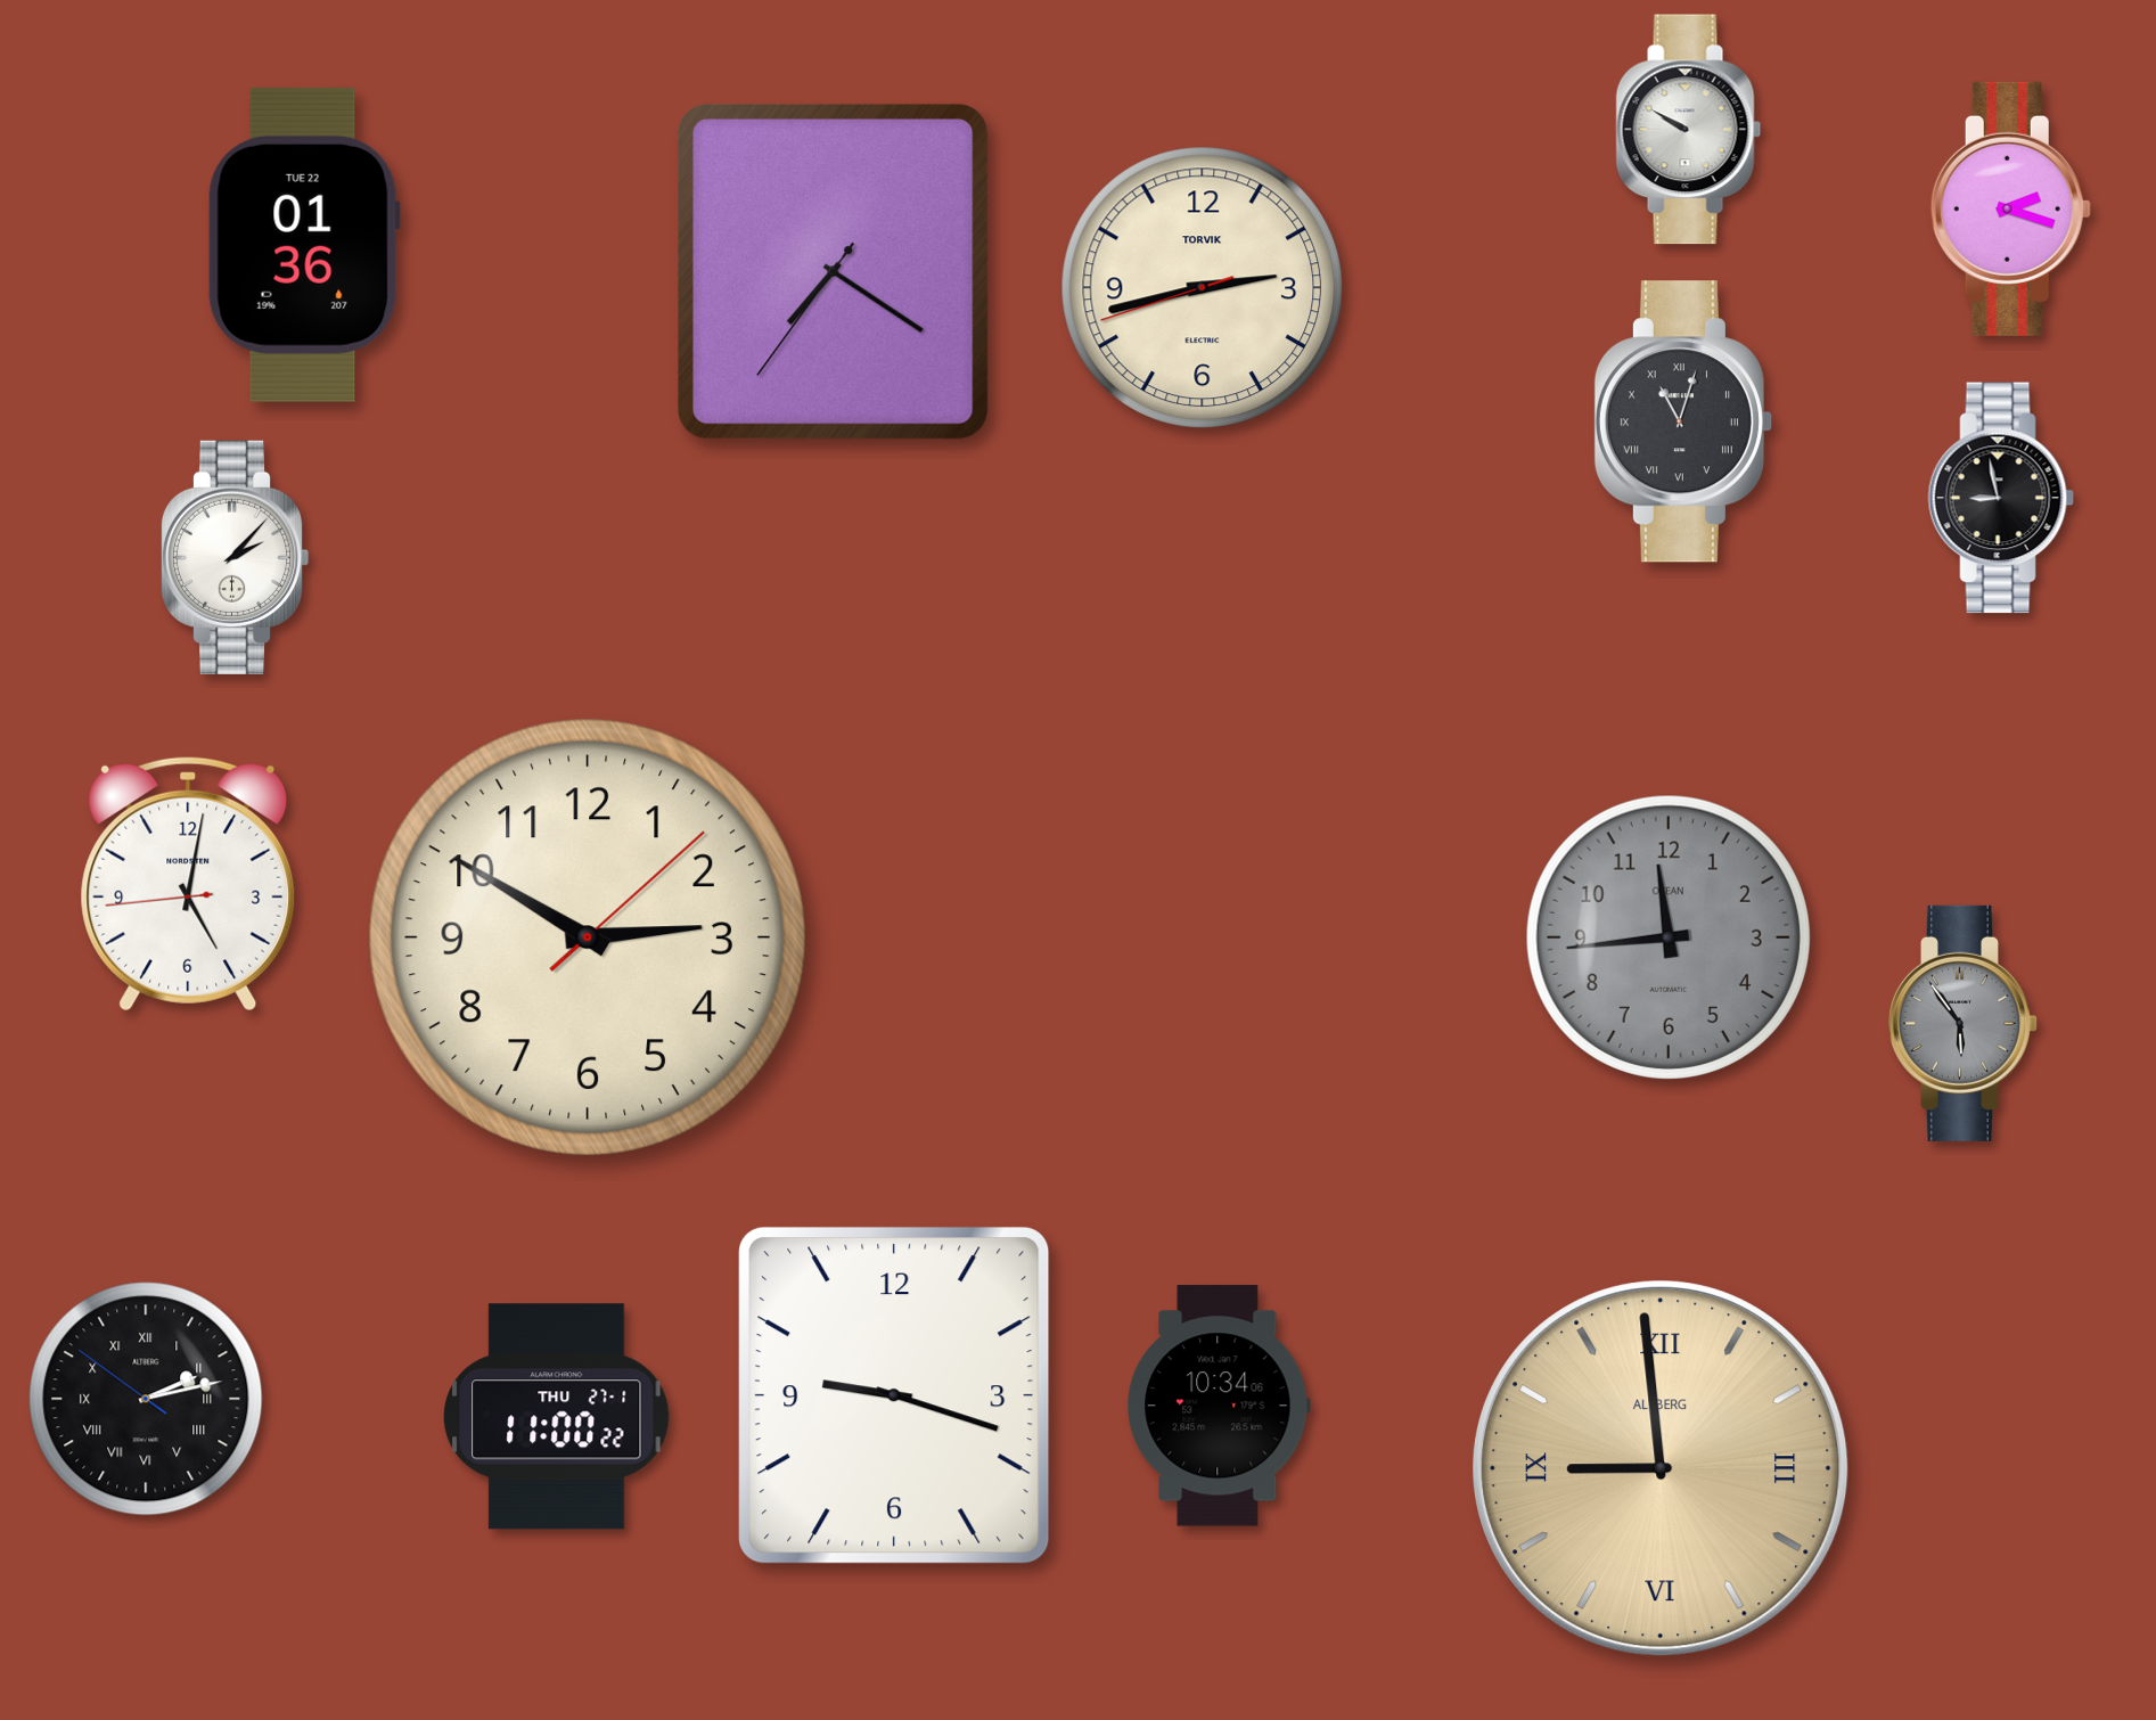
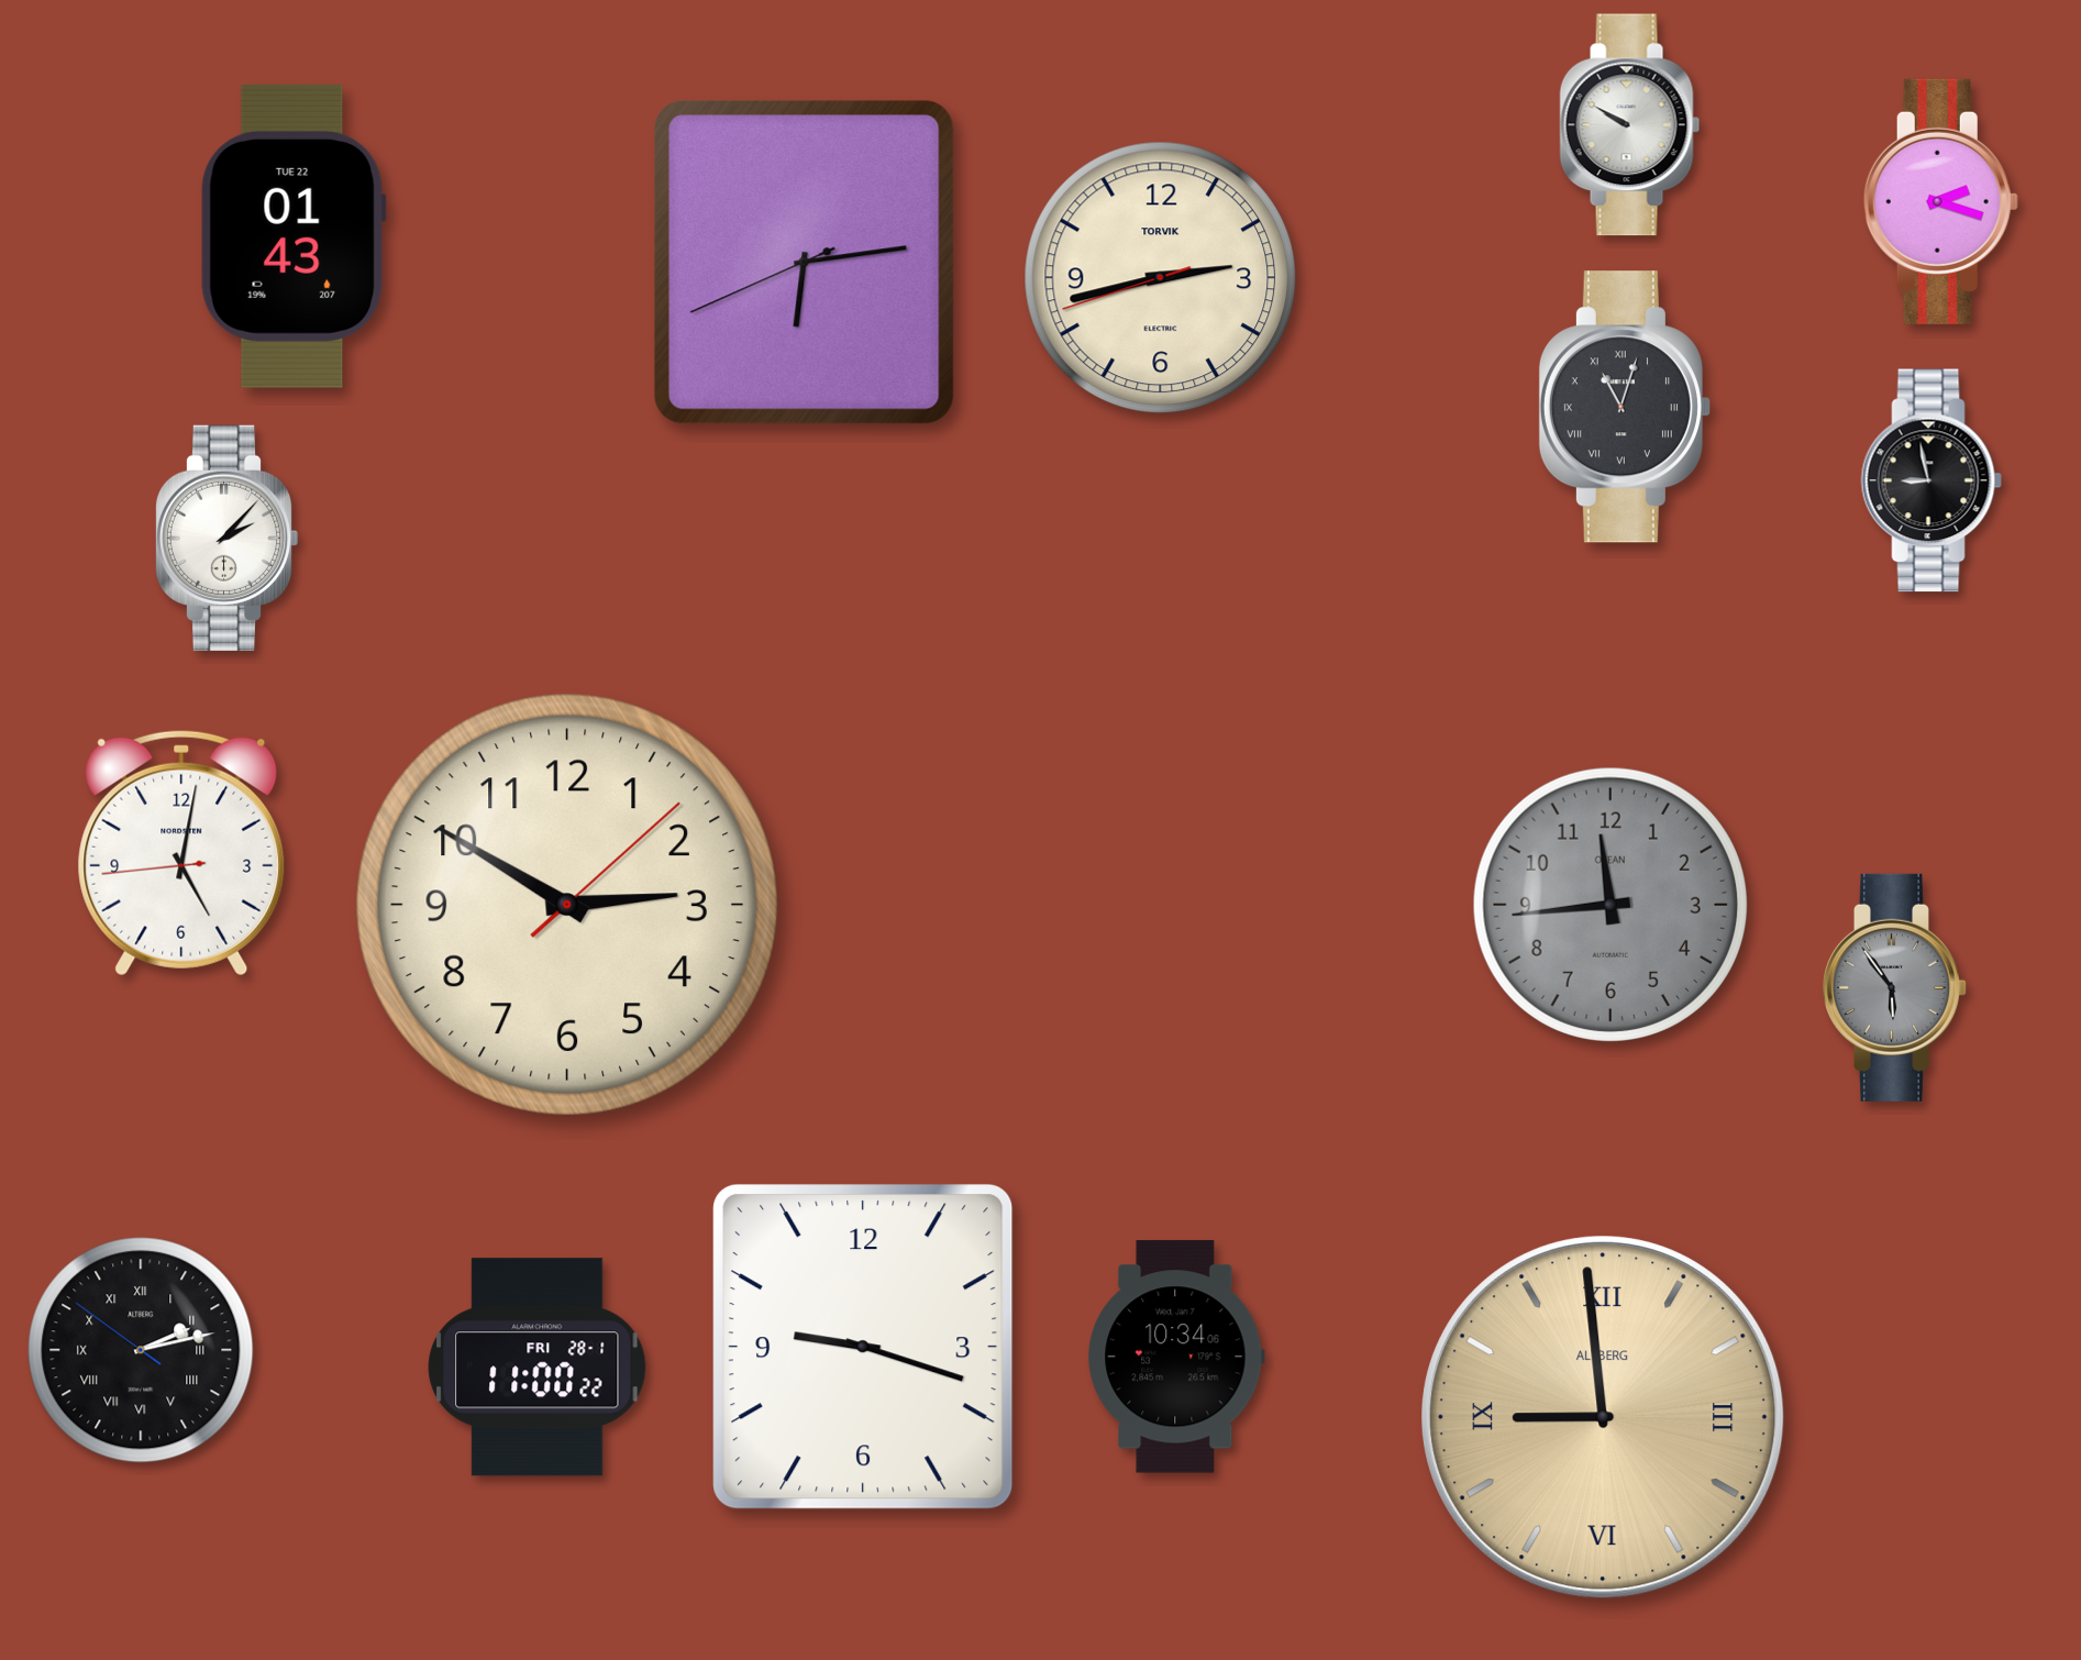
clock at (304, 245): 01:36 -> 01:43
clock at (834, 271): 7:20 -> 6:13
clock at (557, 1417) date: THU 27-1 -> FRI 28-1
